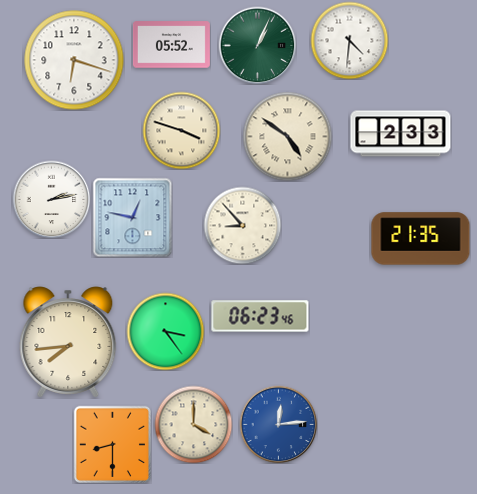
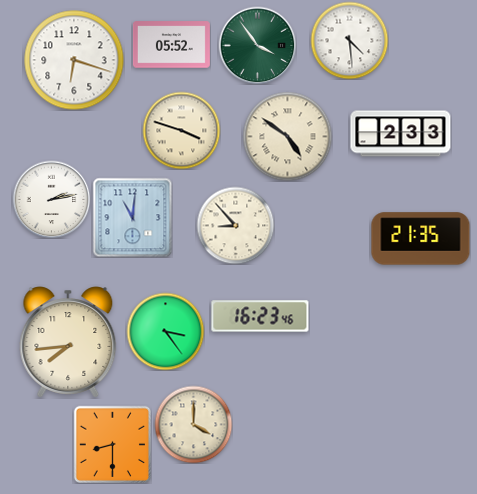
clock at (349, 40): 4:31 -> 4:29
clock at (257, 45): 1:04 -> 3:54
clock at (132, 217): 12:47 -> 11:01
clock at (242, 225) position: (242, 225) -> (235, 225)
clock at (260, 316): 06:23 -> 16:23
clock at (278, 424): 12:14 -> none
